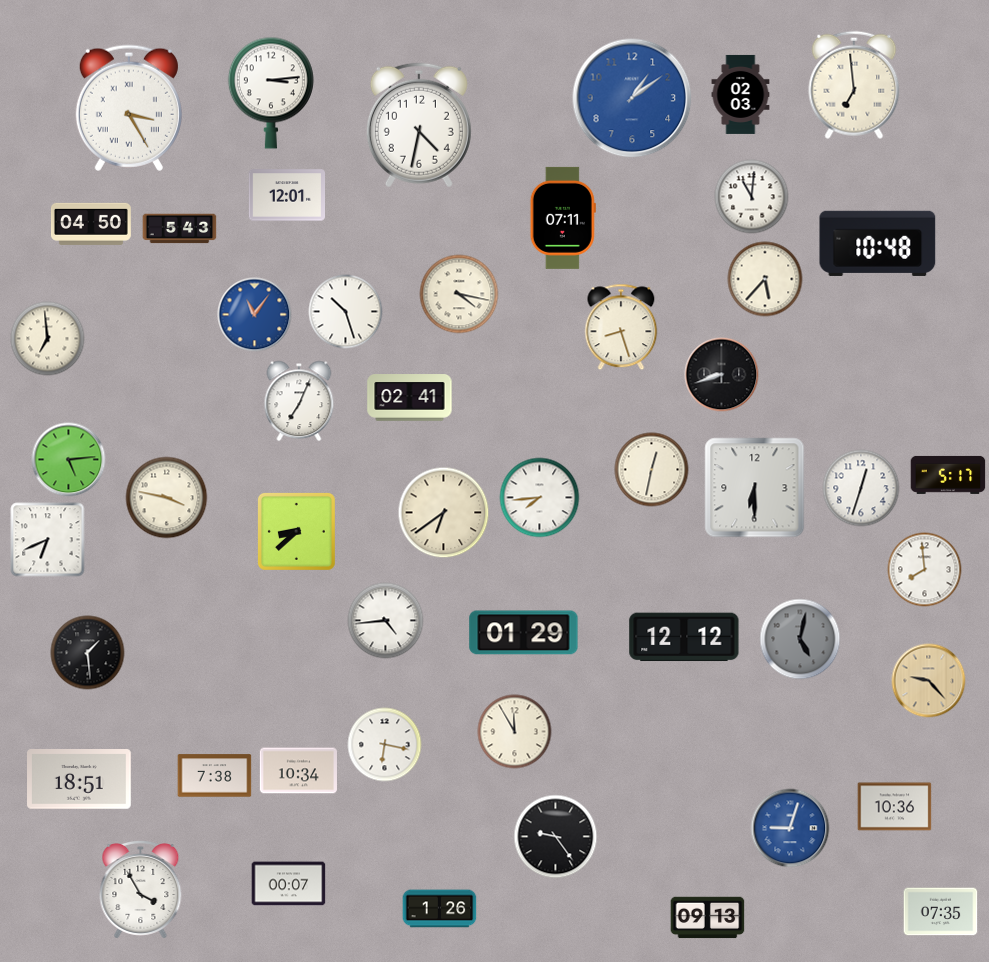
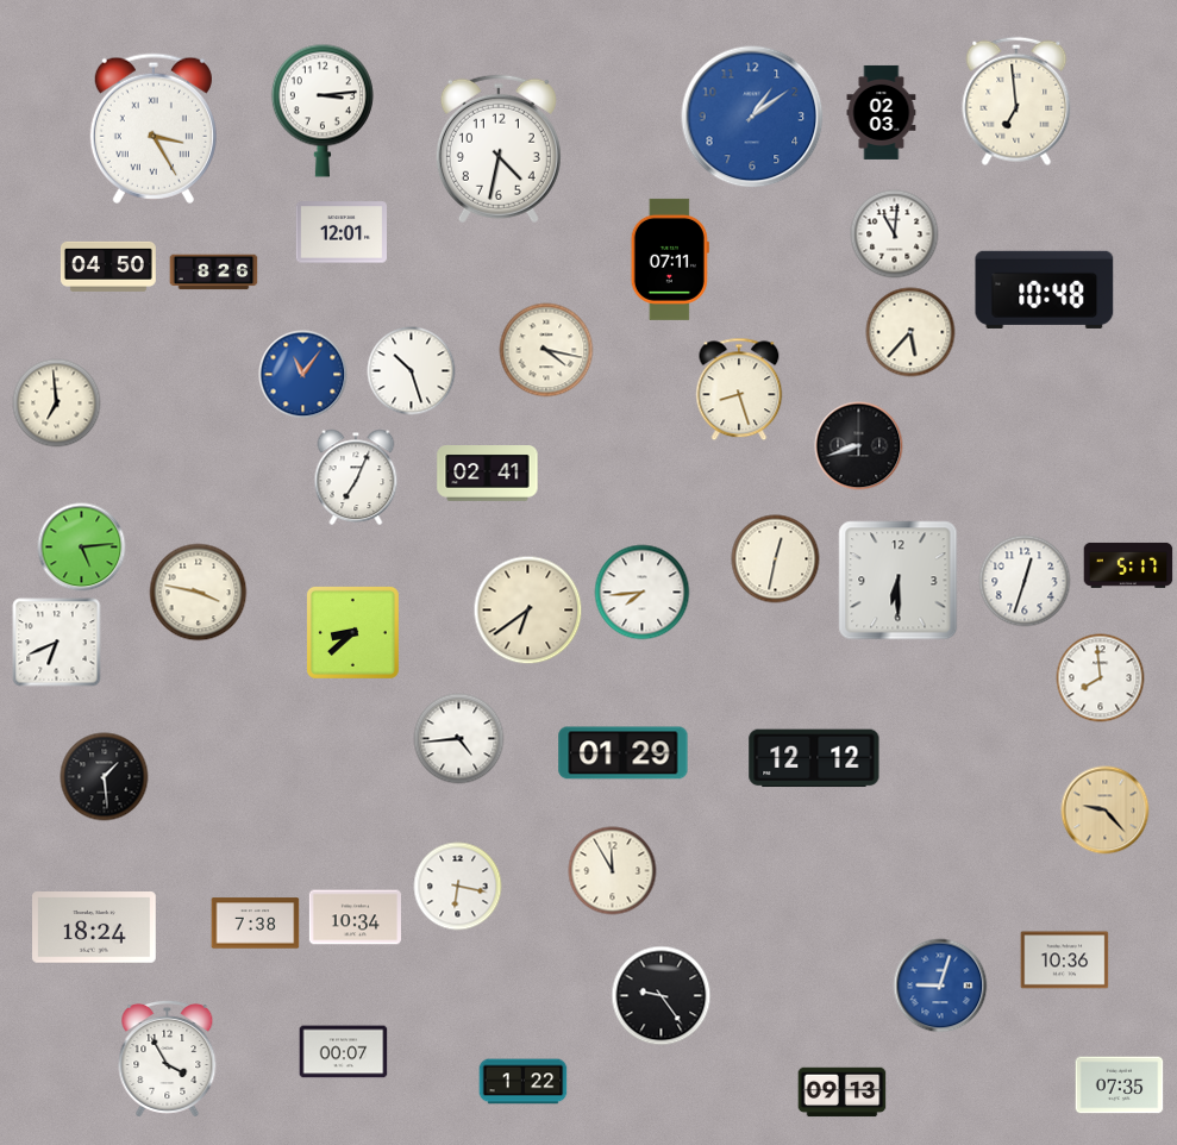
clock at (180, 229): 5:43 -> 8:26
clock at (800, 639): 5:02 -> none
clock at (80, 780): 18:51 -> 18:24
clock at (440, 909): 1:26 -> 1:22
